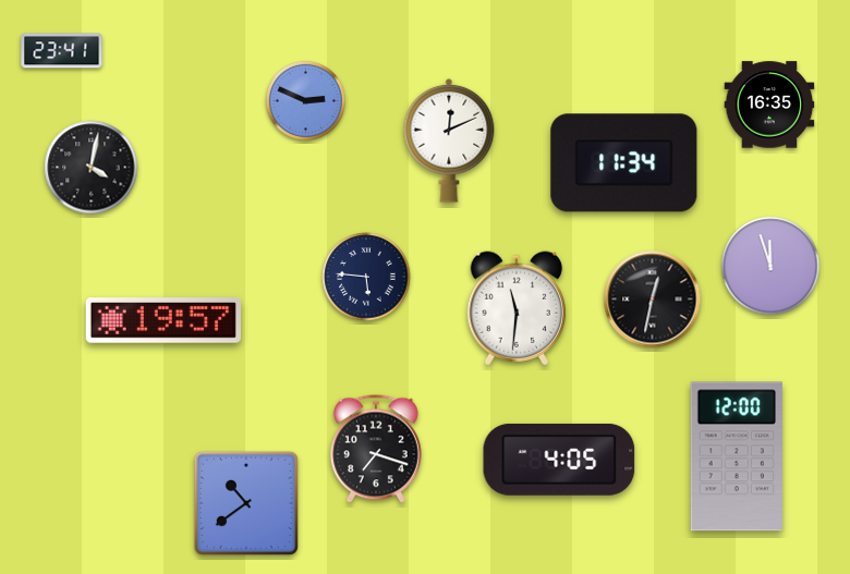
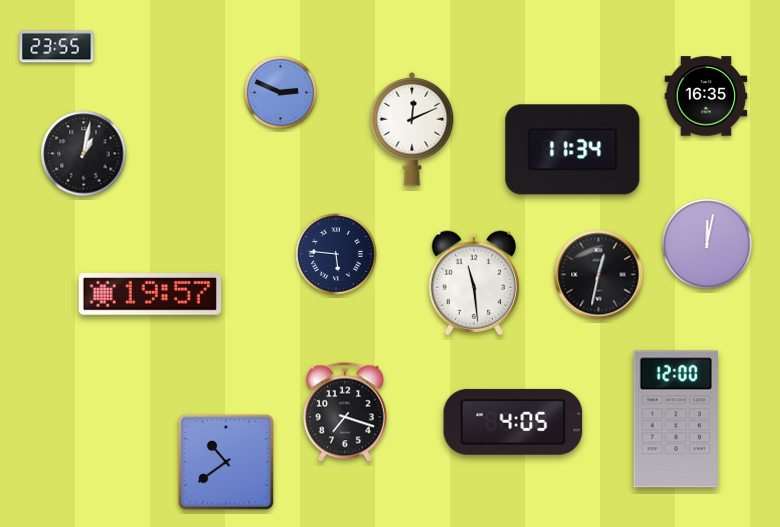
clock at (62, 51): 23:41 -> 23:55
clock at (92, 168): 4:02 -> 1:02
clock at (770, 266): 11:57 -> 12:02
clock at (517, 308): 11:31 -> 11:29
